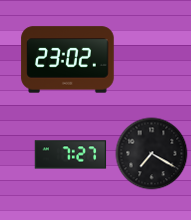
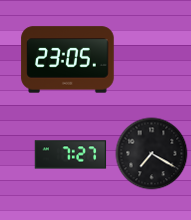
clock at (68, 60): 23:02 -> 23:05
